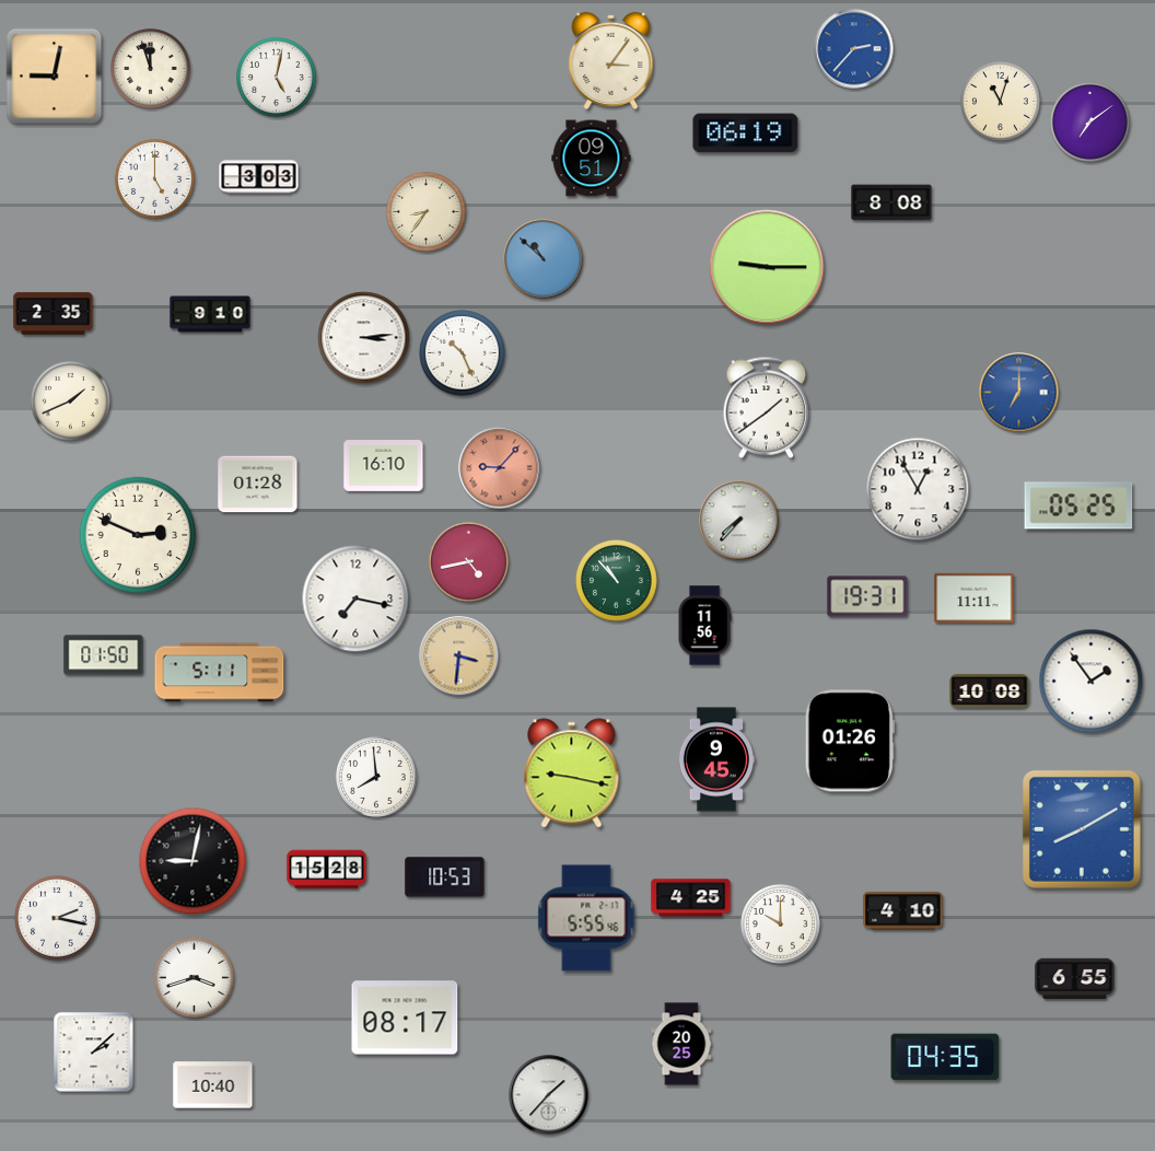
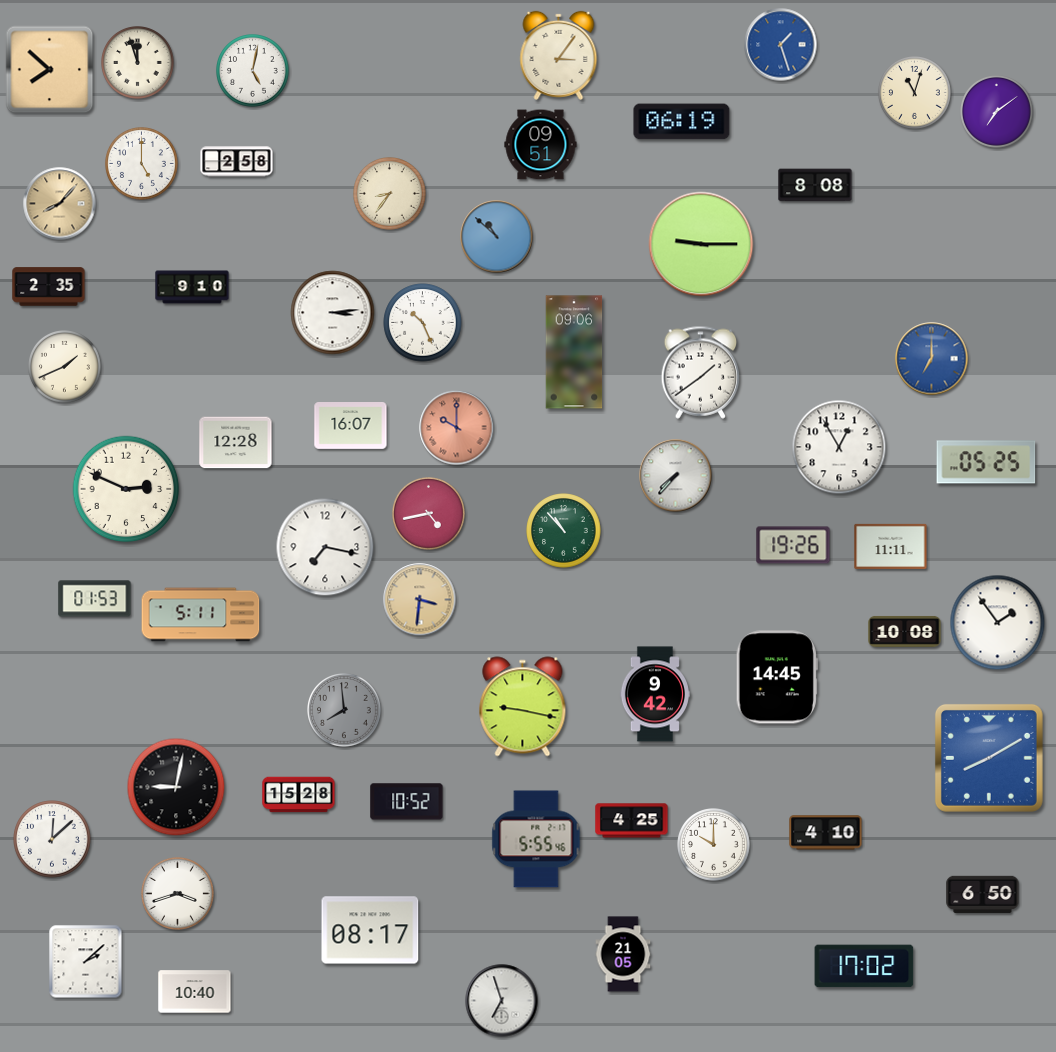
clock at (854, 49): 2:37 -> 1:27
clock at (55, 77): 9:02 -> 7:52
clock at (259, 177): 3:03 -> 2:58
clock at (60, 204): none -> 8:07
clock at (364, 338) position: (364, 338) -> (333, 313)
clock at (574, 352): none -> 09:06
clock at (384, 466): 16:10 -> 16:07
clock at (500, 468): 9:07 -> 10:00
clock at (258, 485): 01:28 -> 12:28
clock at (867, 596): 19:31 -> 19:26
clock at (704, 626): 11:56 -> none
clock at (104, 655): 01:50 -> 01:53
clock at (850, 741): 01:26 -> 14:45
clock at (716, 759): 9:45 -> 9:42
clock at (377, 778) dial: white -> grey
clock at (445, 877): 10:53 -> 10:52
clock at (57, 918): 2:17 -> 12:08
clock at (1075, 978): 6:55 -> 6:50
clock at (681, 1044): 20:25 -> 21:05
clock at (945, 1057): 04:35 -> 17:02
clock at (549, 1095): 1:37 -> 6:57
